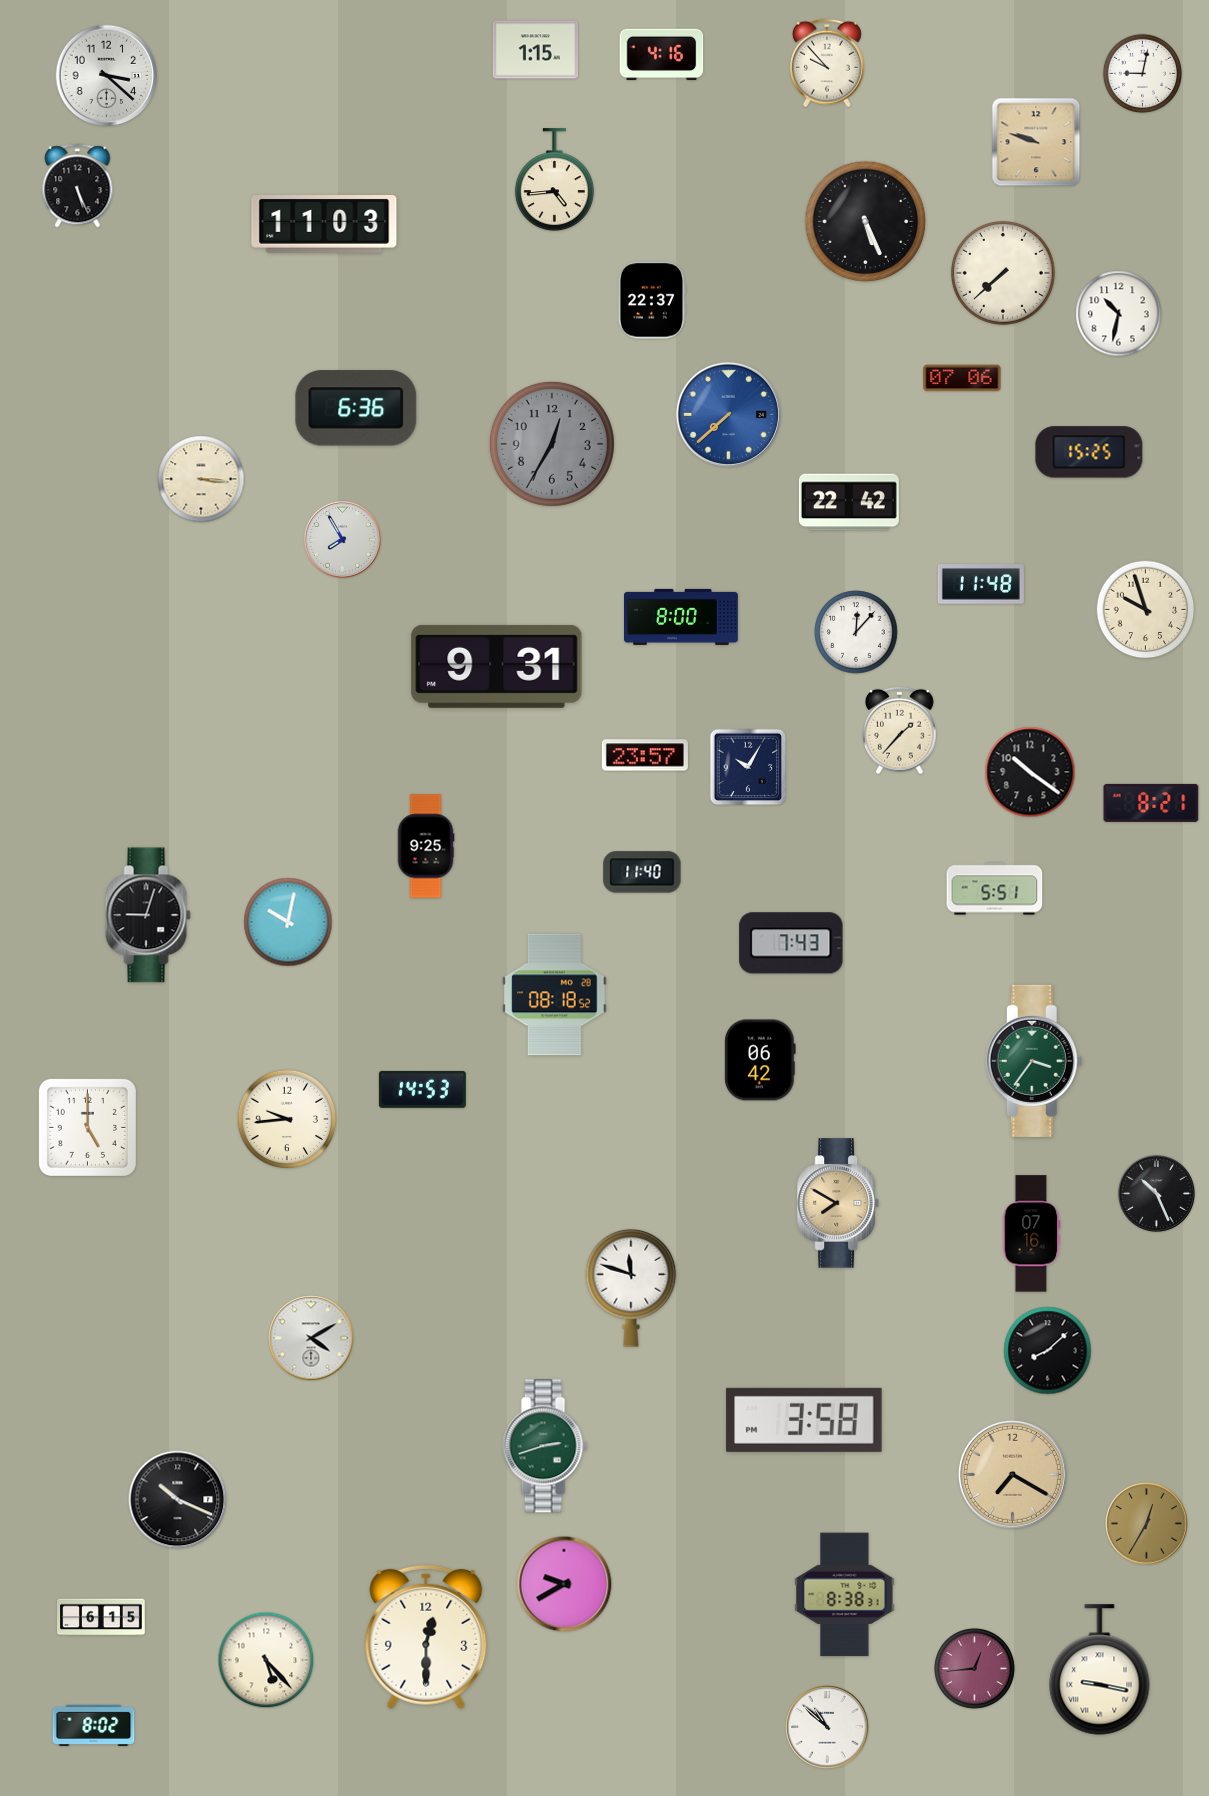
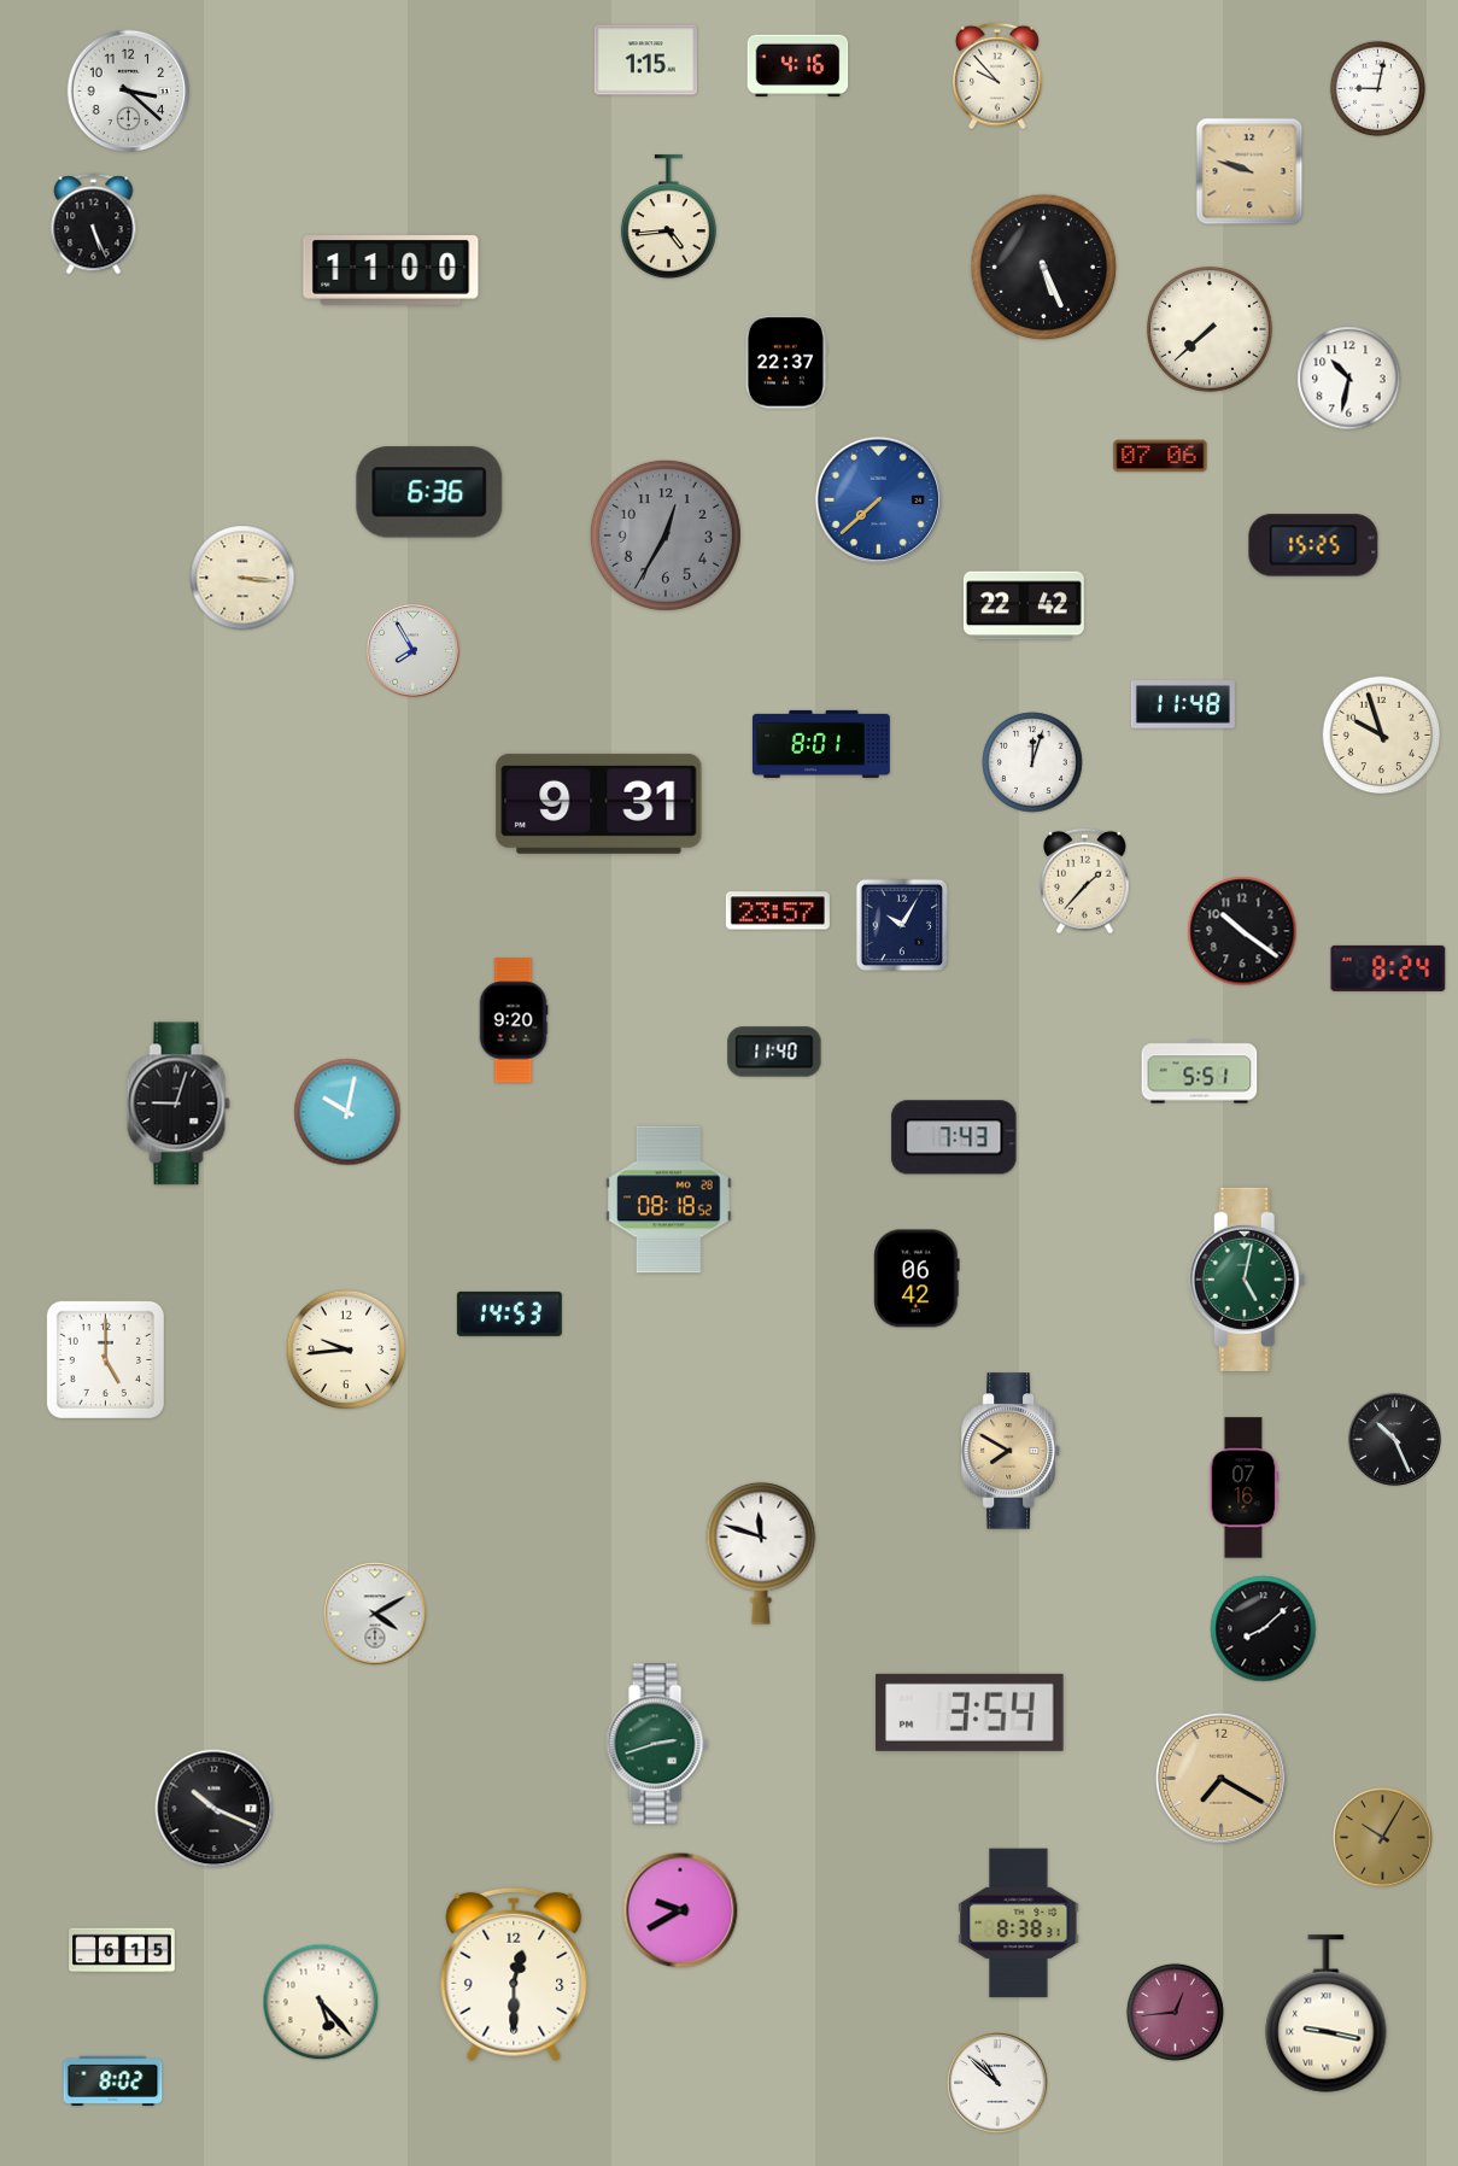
clock at (324, 225): 11:03 -> 11:00
clock at (682, 617): 8:00 -> 8:01
clock at (856, 632): 12:07 -> 12:03
clock at (1151, 803): 8:21 -> 8:24
clock at (426, 846): 9:25 -> 9:20
clock at (1034, 1061): 3:36 -> 5:02
clock at (804, 1420): 3:58 -> 3:54
clock at (1147, 1524): 12:35 -> 10:05
